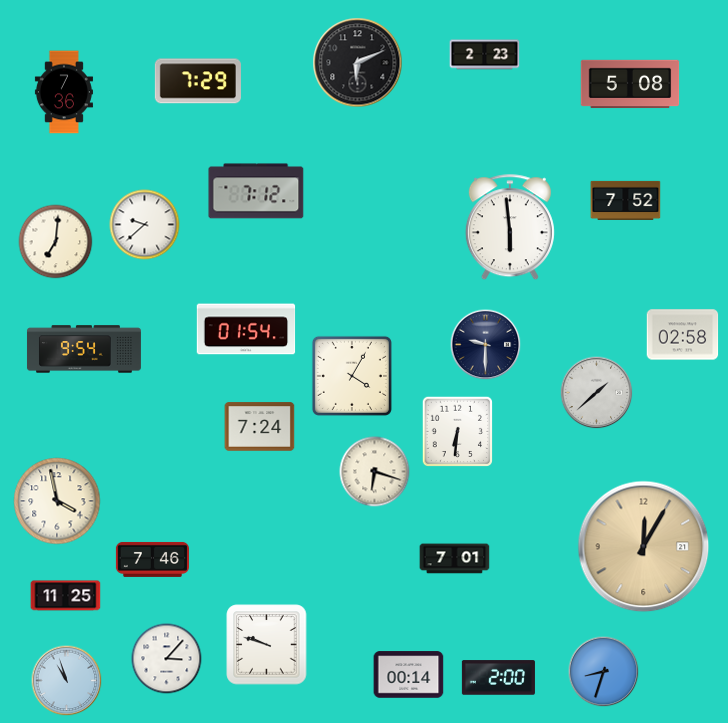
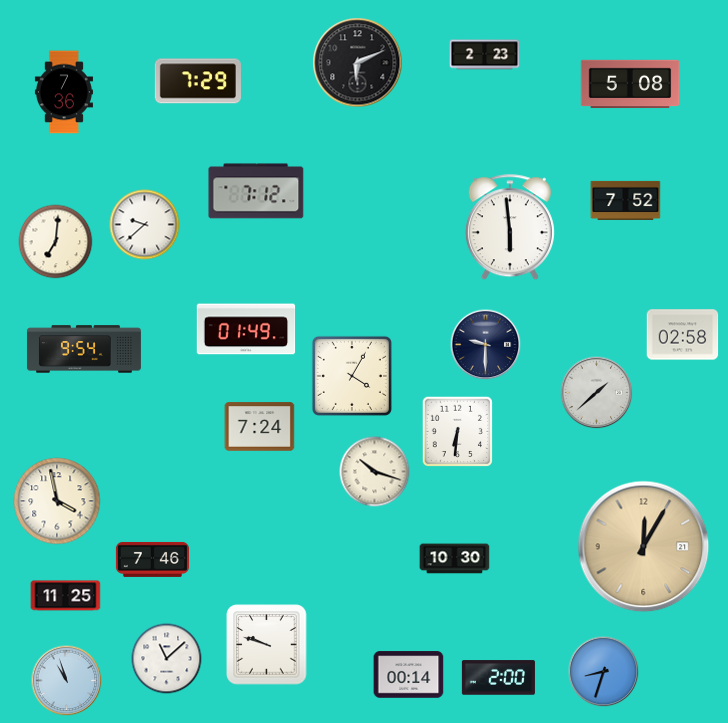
clock at (246, 329): 01:54 -> 01:49
clock at (375, 472): 6:18 -> 10:18
clock at (455, 559): 7:01 -> 10:30
clock at (167, 659): 3:07 -> 11:08
